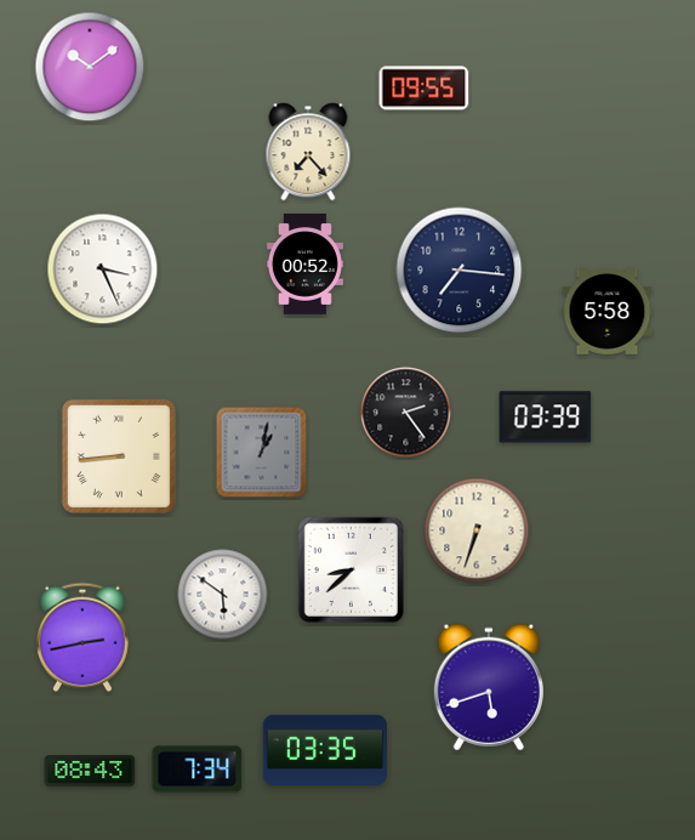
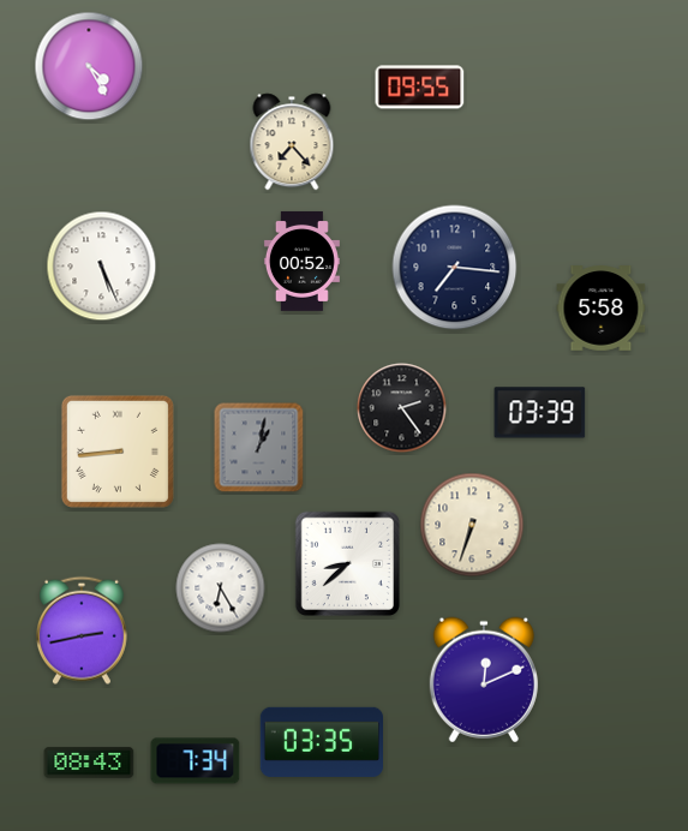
clock at (90, 67): 10:09 -> 4:25
clock at (308, 152) position: (308, 152) -> (292, 142)
clock at (103, 269): 3:26 -> 5:26
clock at (223, 595): 5:51 -> 6:25
clock at (489, 687): 5:42 -> 12:11
